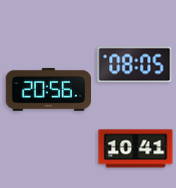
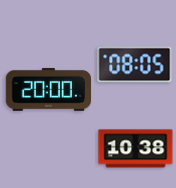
clock at (48, 89): 20:56 -> 20:00
clock at (136, 149): 10:41 -> 10:38
